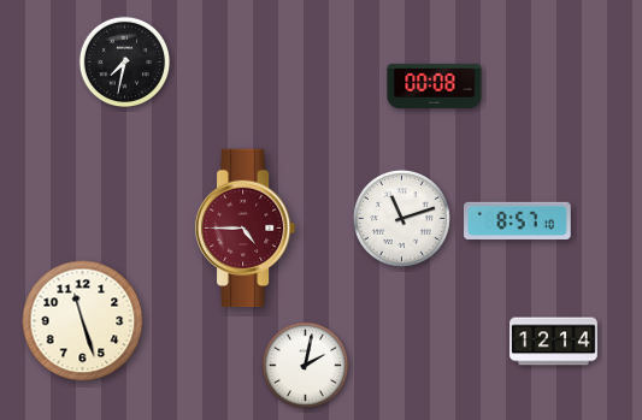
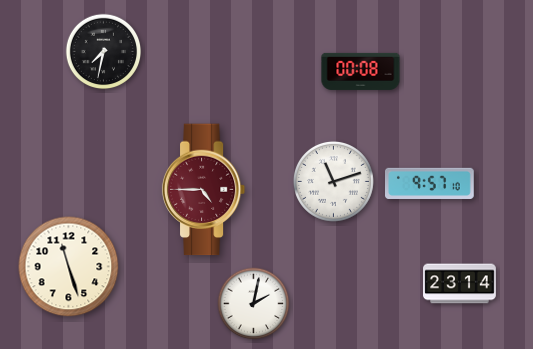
clock at (518, 220): 8:57 -> 9:57
clock at (554, 342): 12:14 -> 23:14
